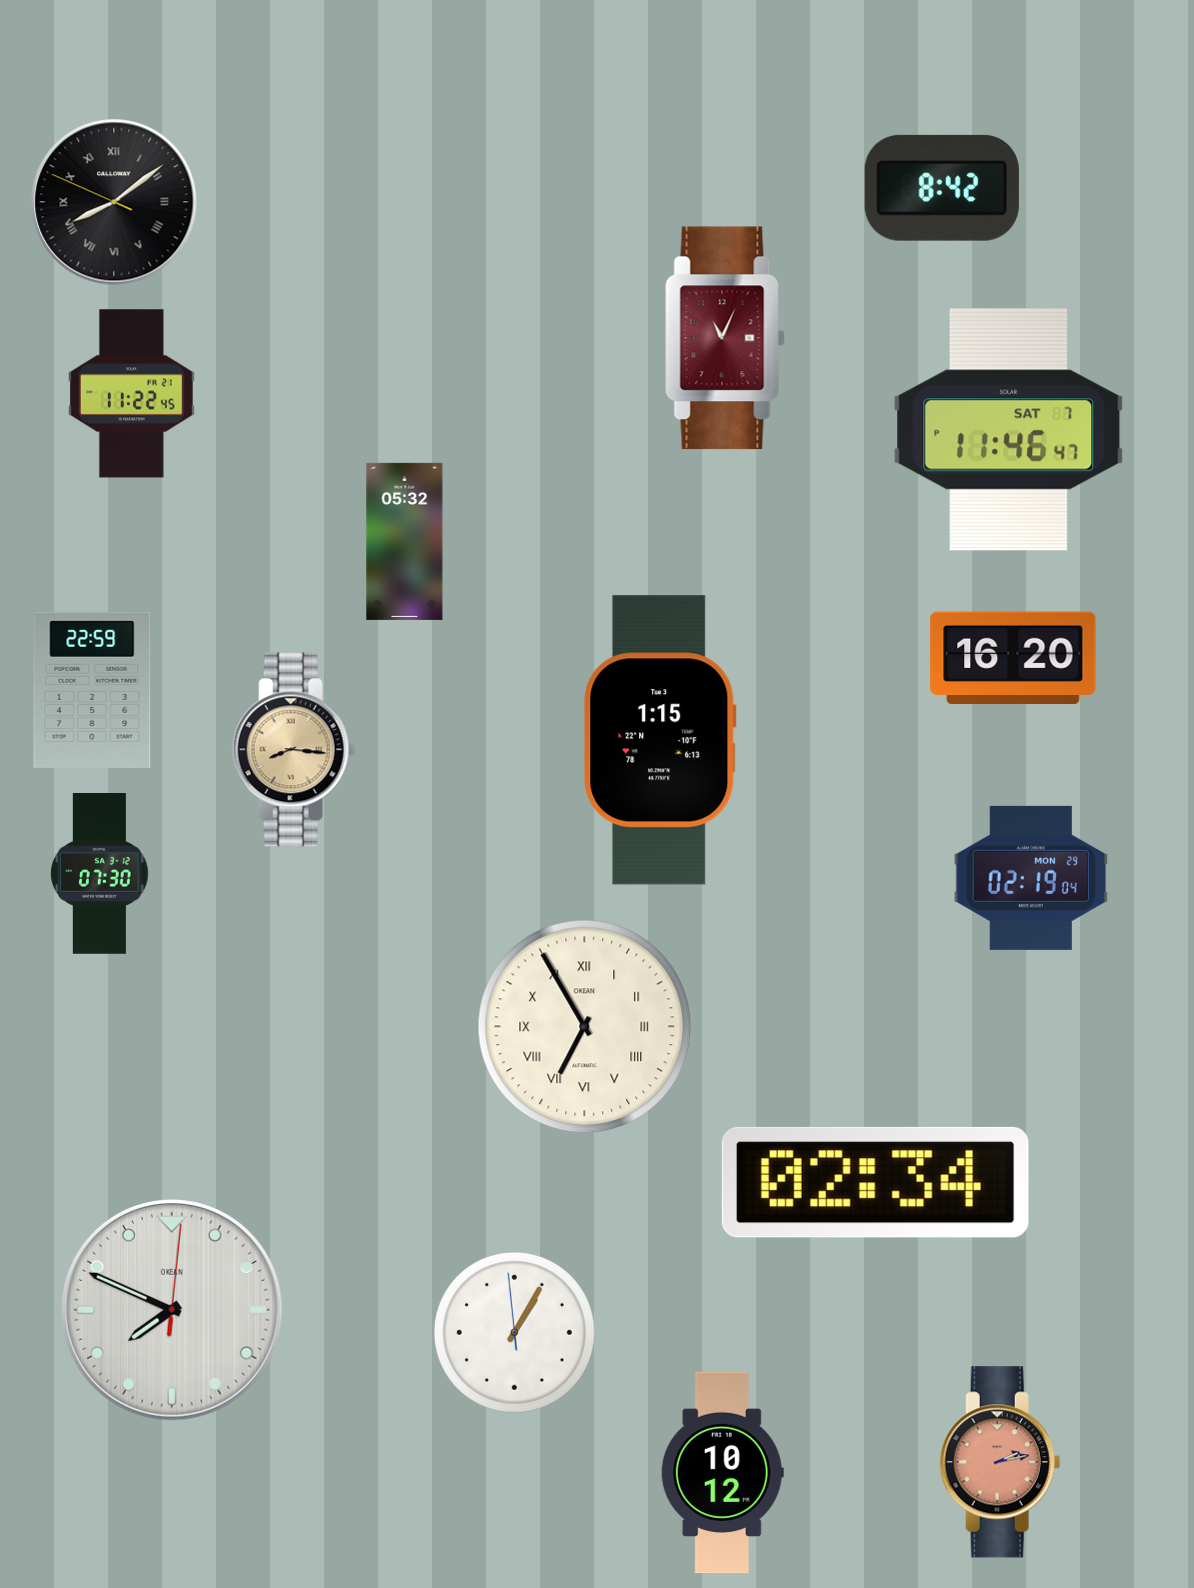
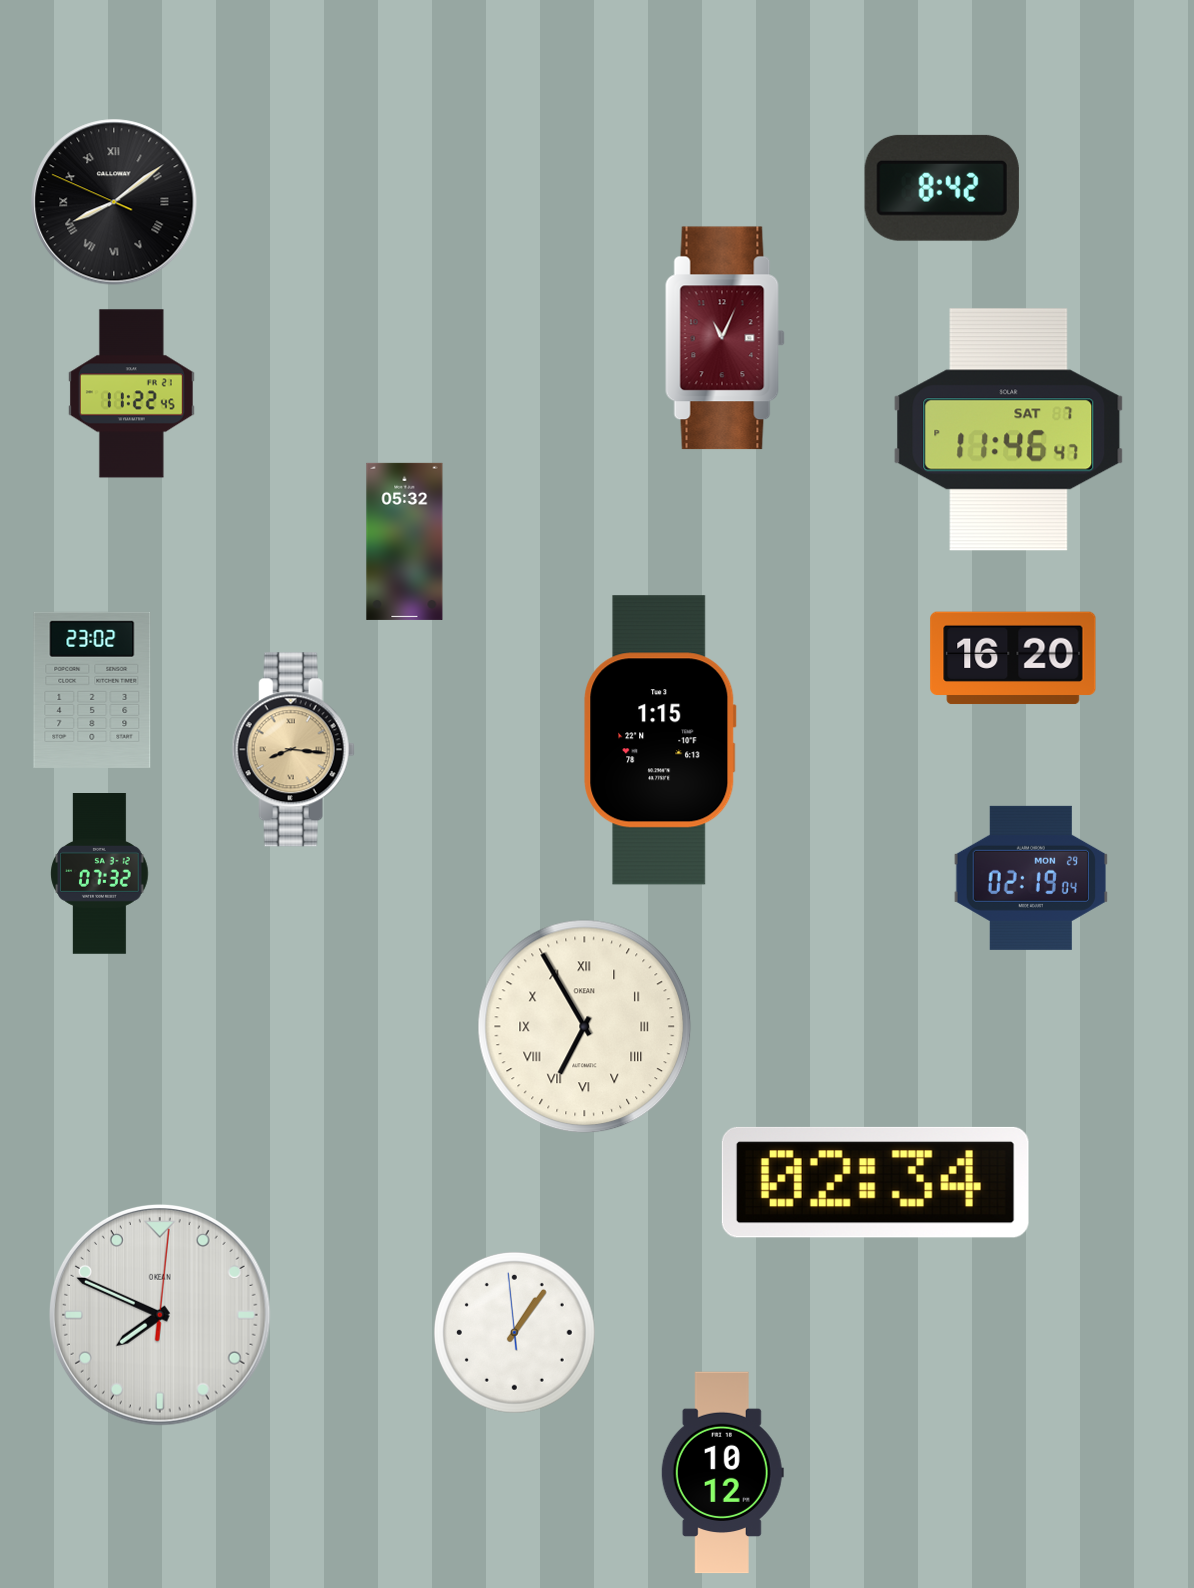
clock at (92, 690): 22:59 -> 23:02
clock at (100, 874): 07:30 -> 07:32
clock at (173, 1311) position: (173, 1311) -> (161, 1316)
clock at (514, 1332): 1:04 -> 1:05
clock at (1000, 1462): 2:13 -> none
